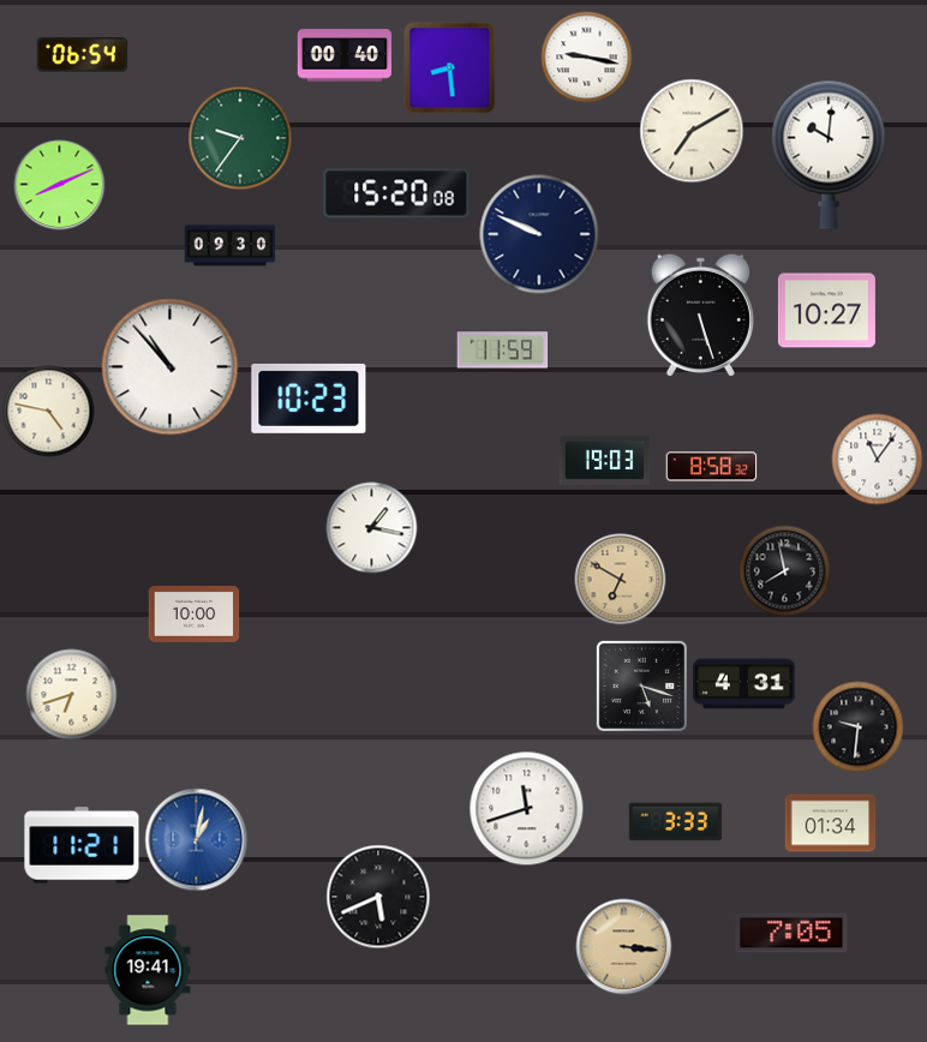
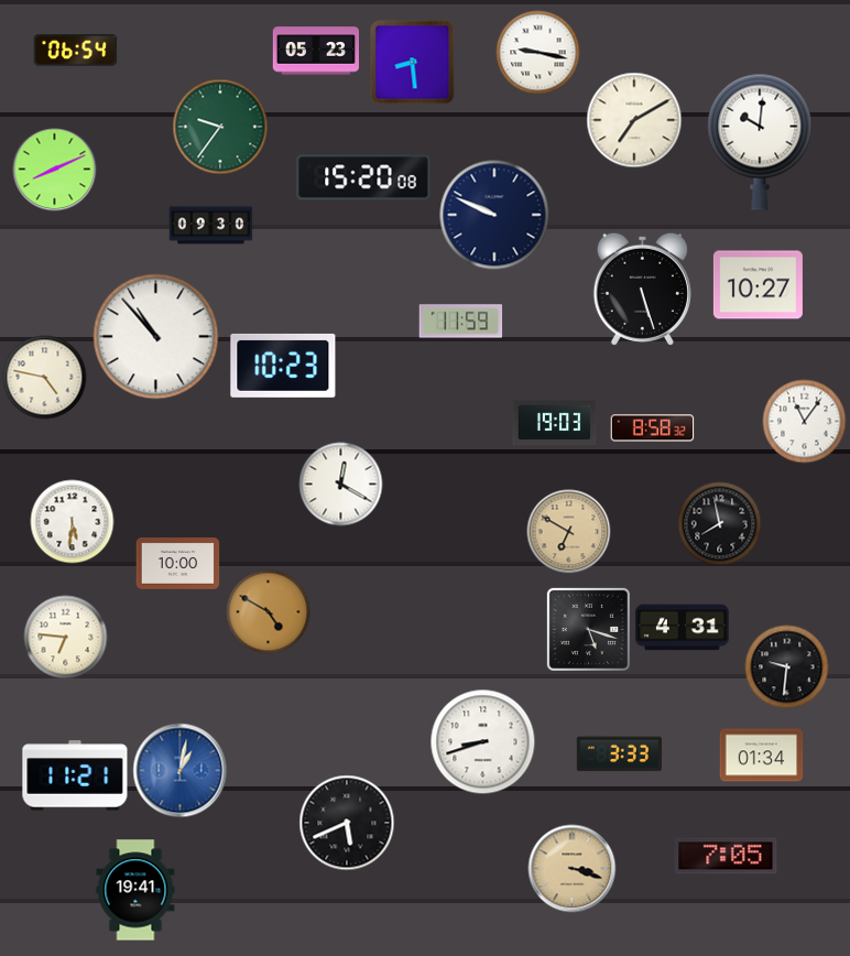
clock at (343, 55): 00:40 -> 05:23
clock at (372, 528): 1:17 -> 12:20
clock at (73, 522): none -> 5:31
clock at (269, 612): none -> 4:50
clock at (72, 695): 6:42 -> 6:46
clock at (527, 809): 11:42 -> 8:42
clock at (624, 947): 3:16 -> 3:18
